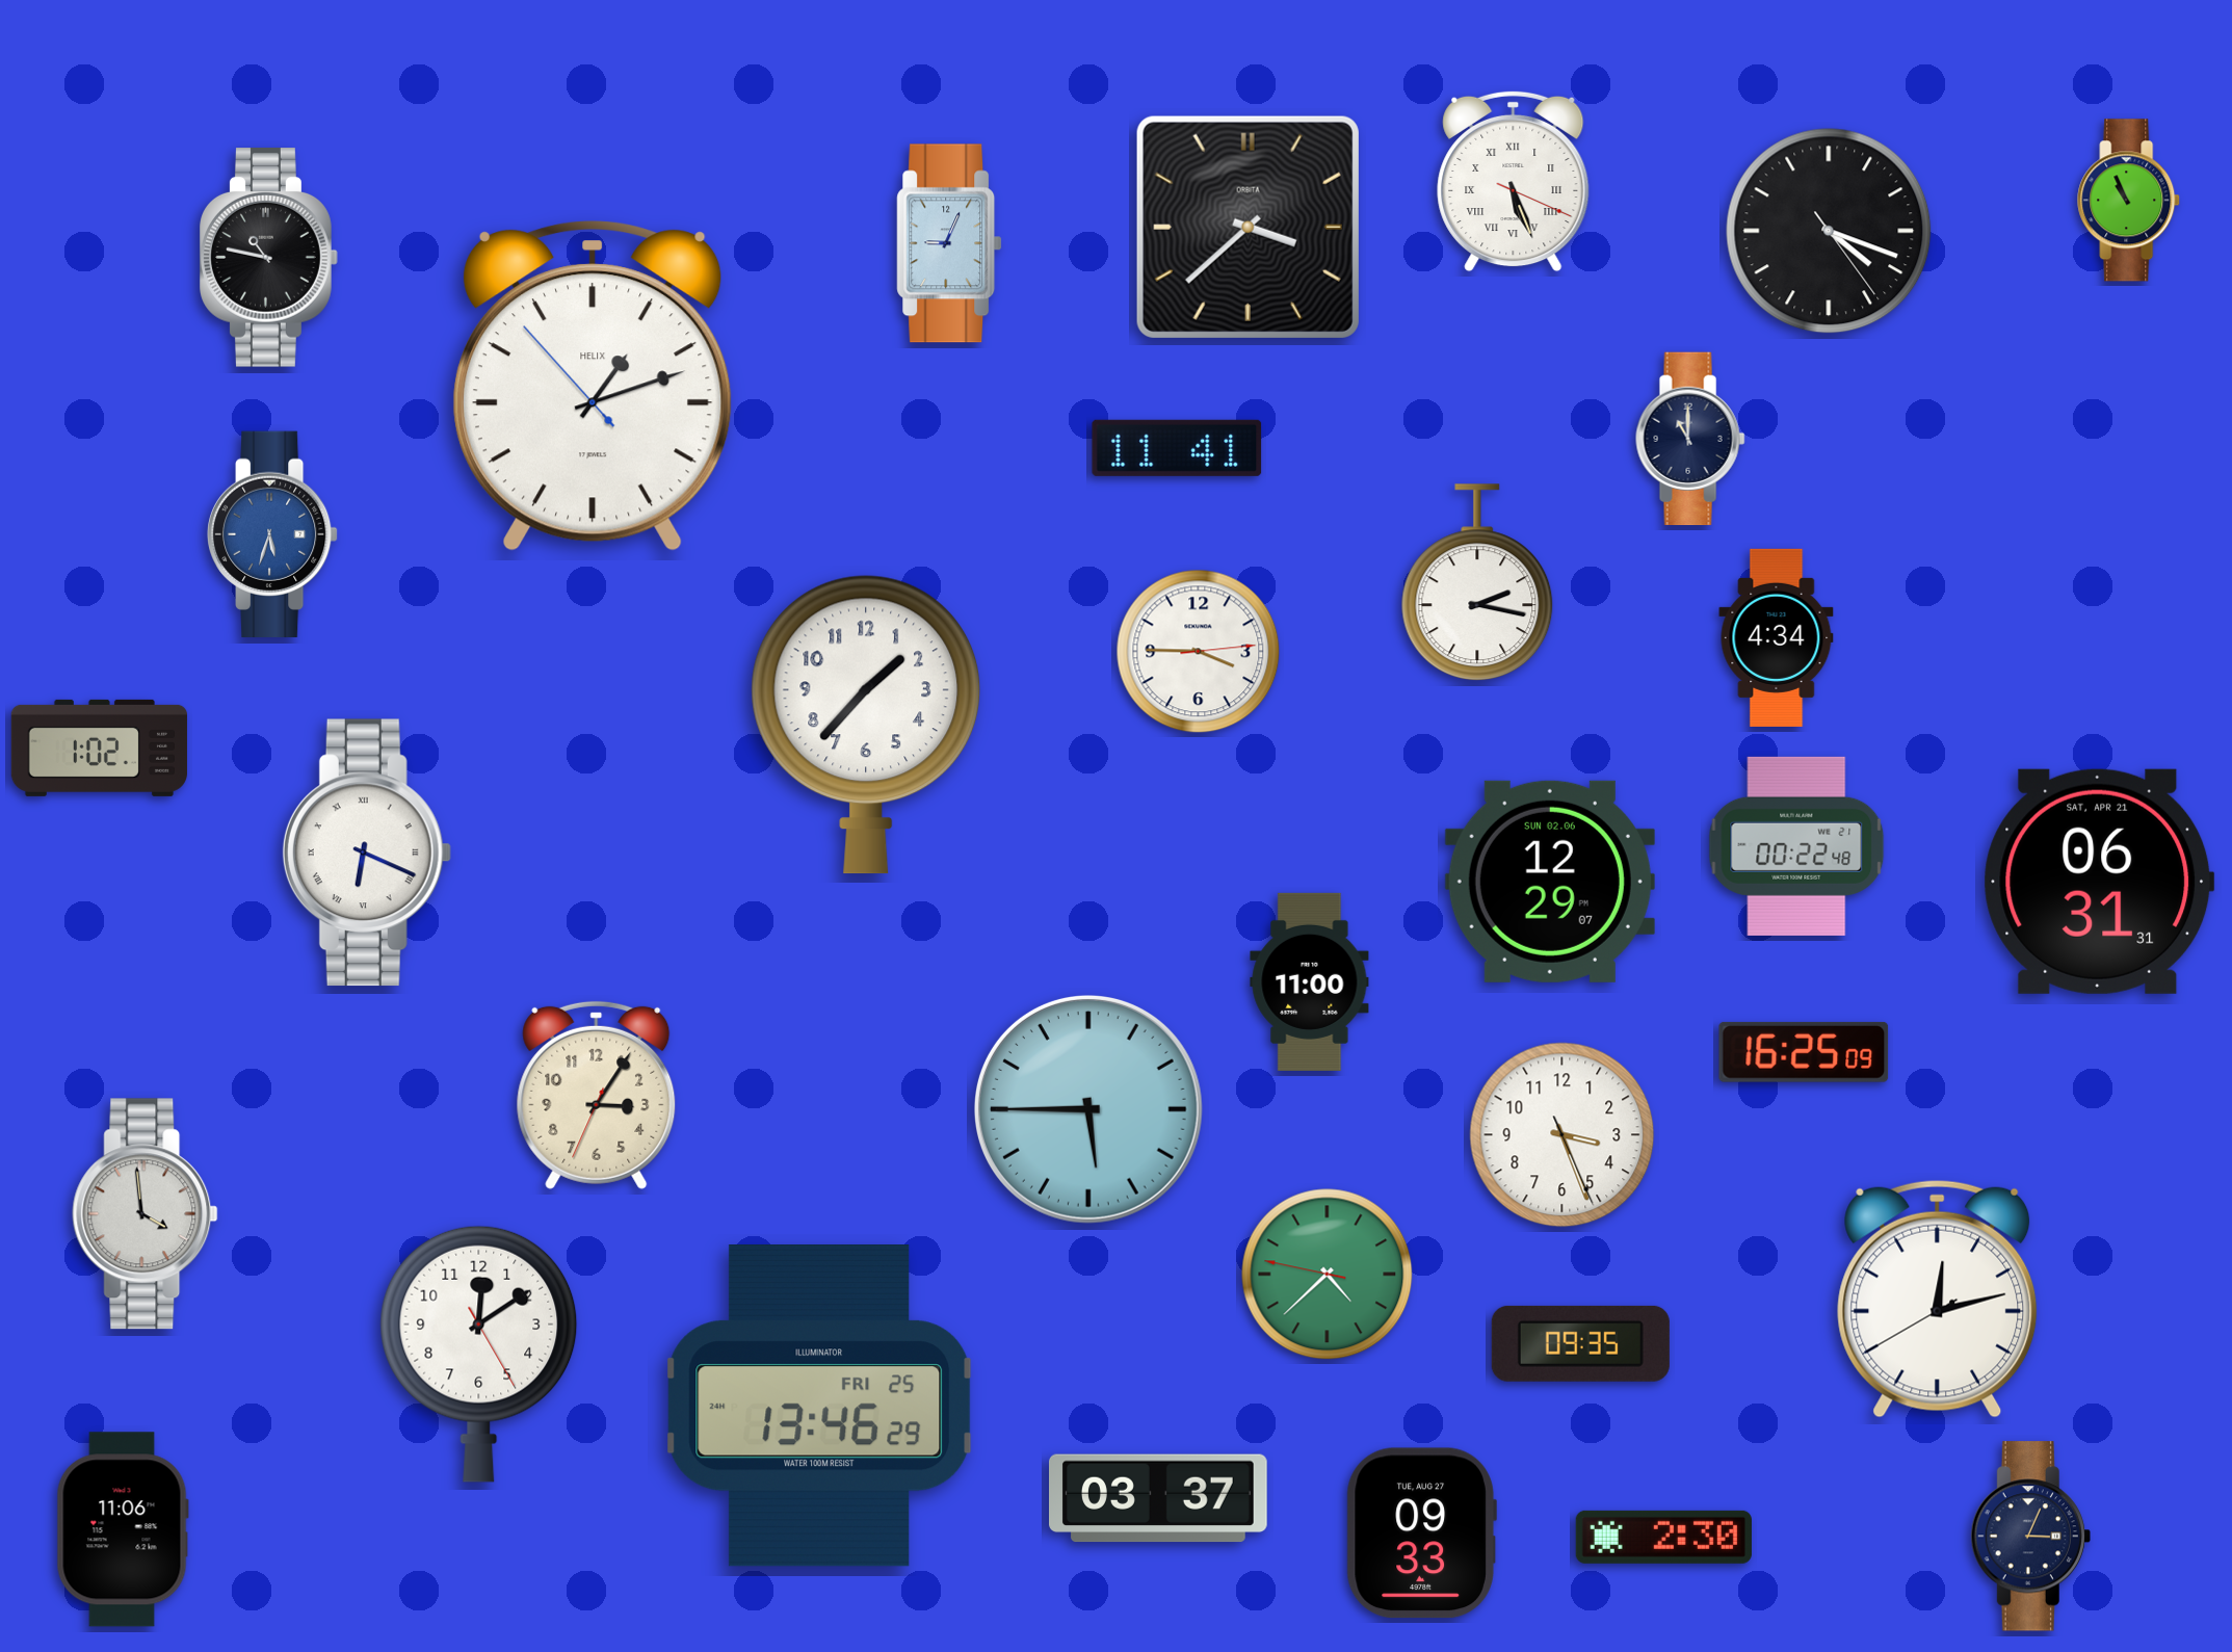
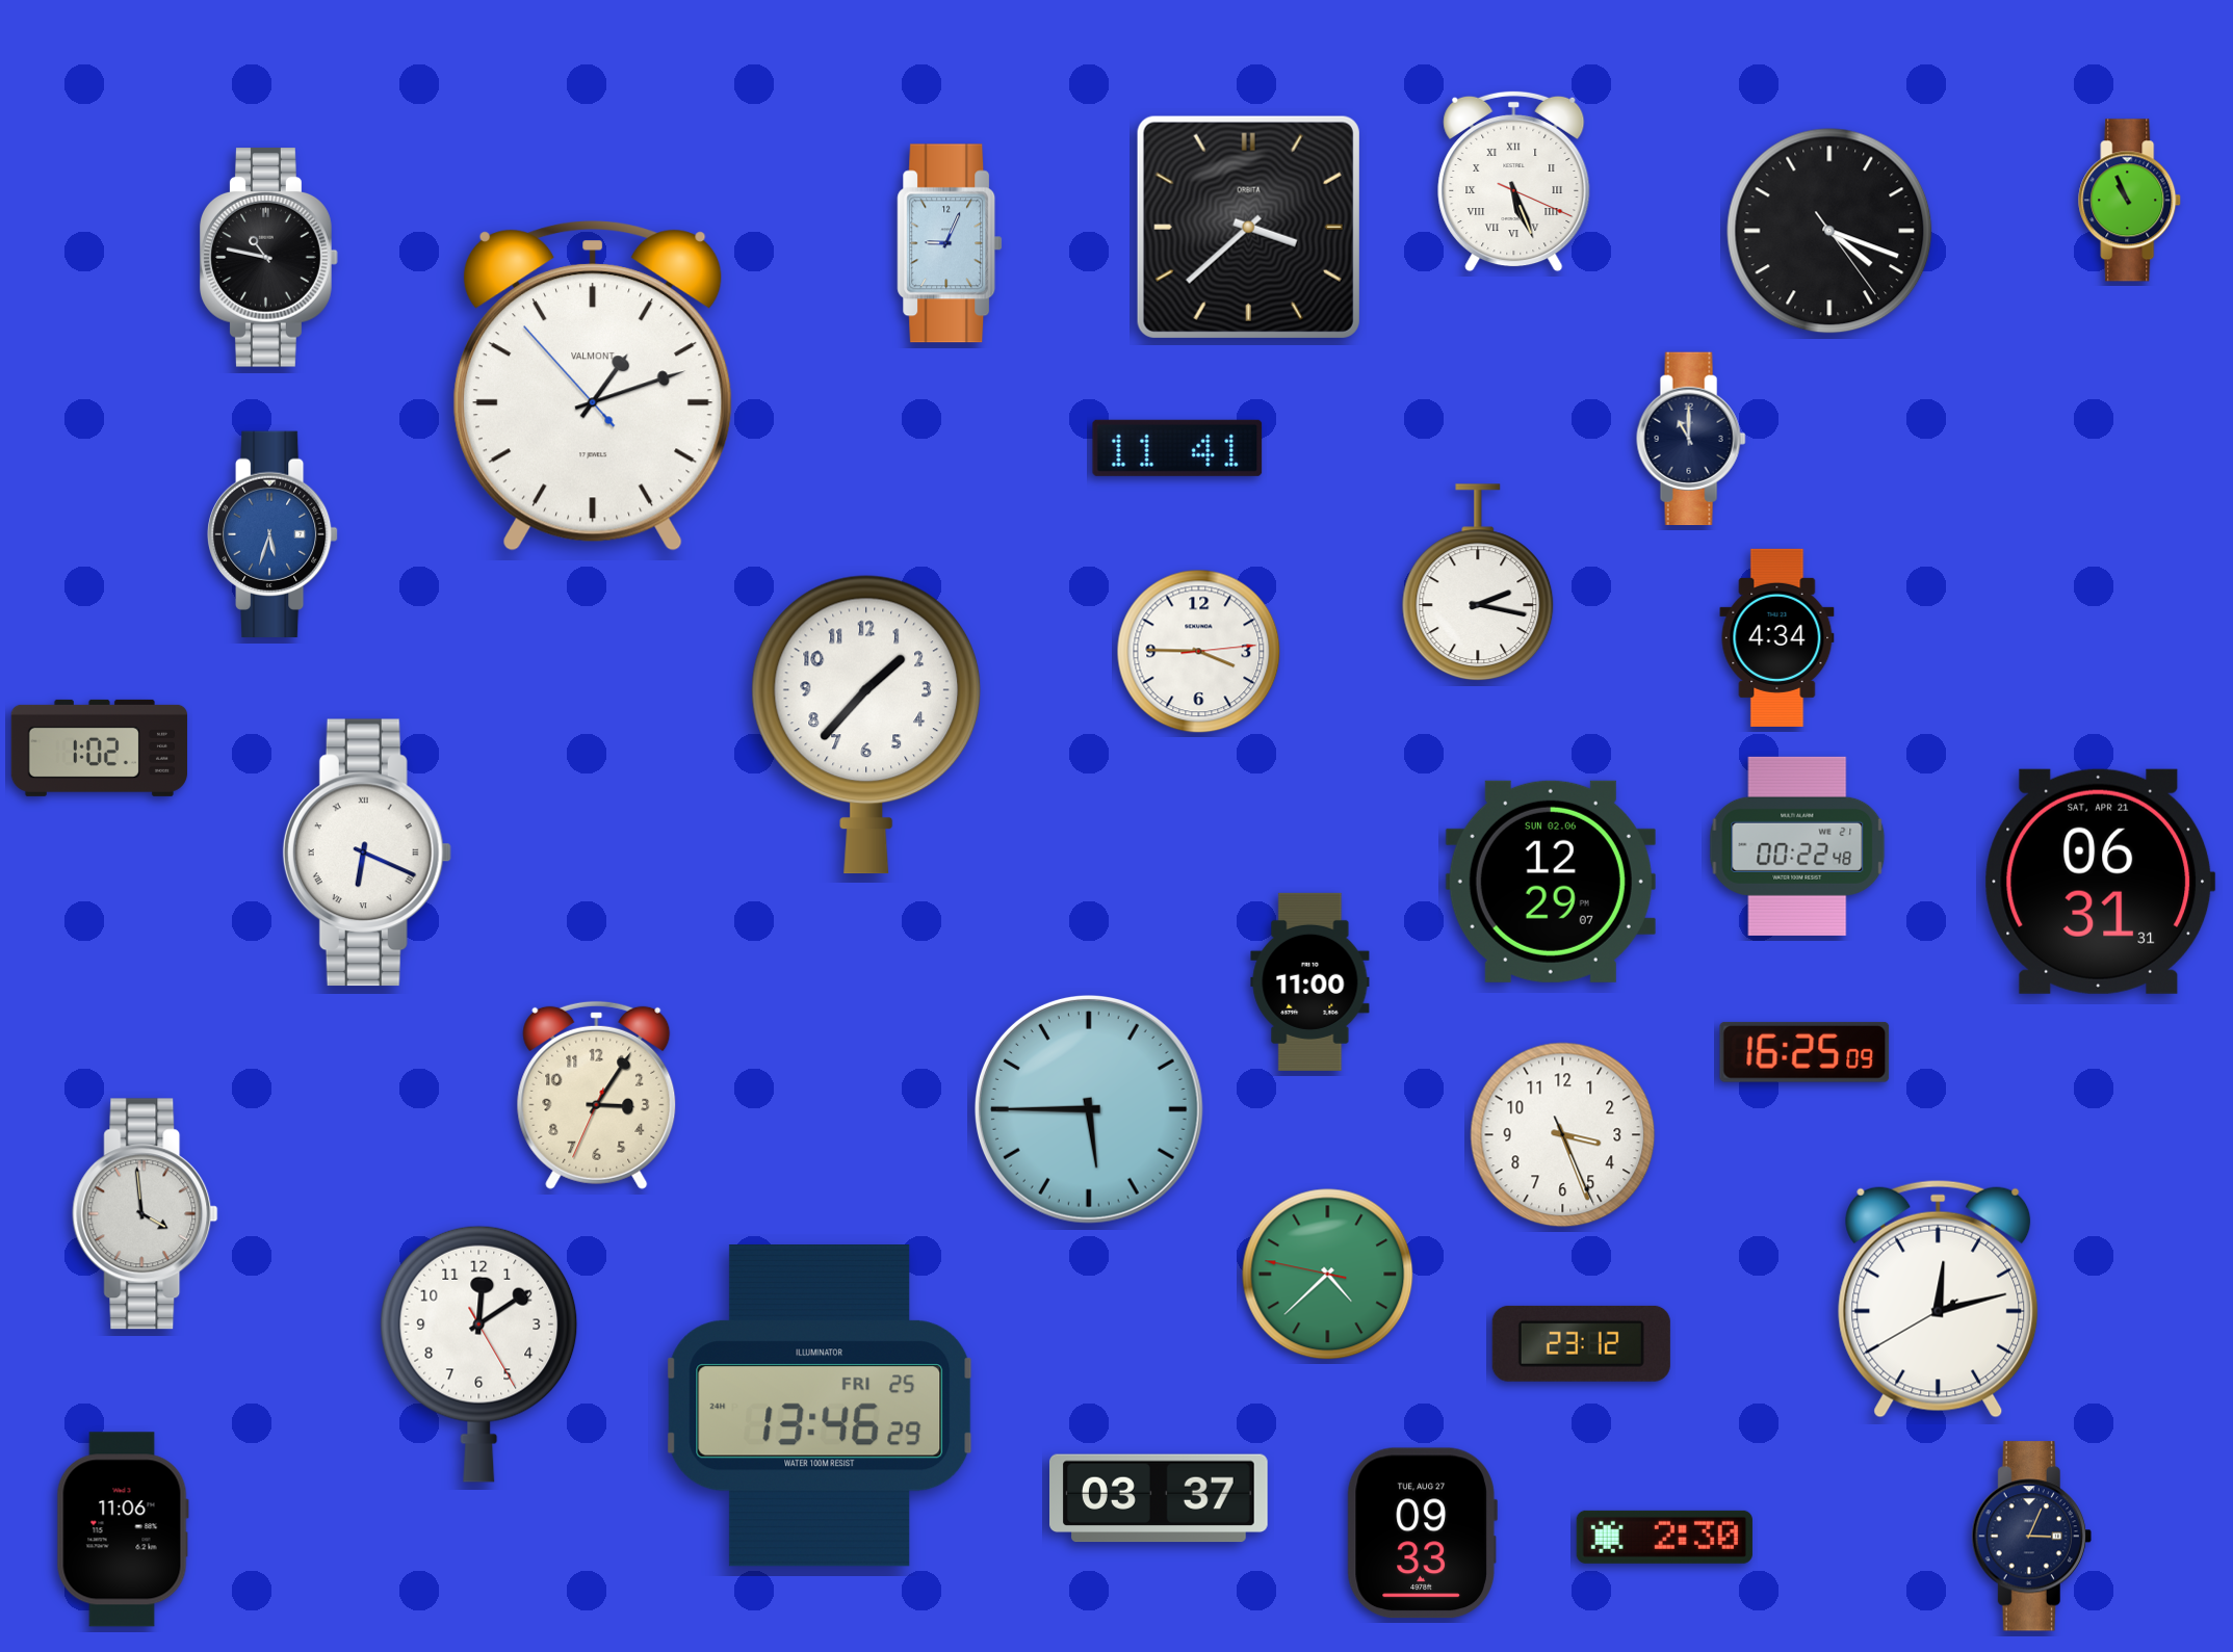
clock at (593, 386) brand: HELIX -> VALMONT
clock at (1580, 1343): 09:35 -> 23:12
